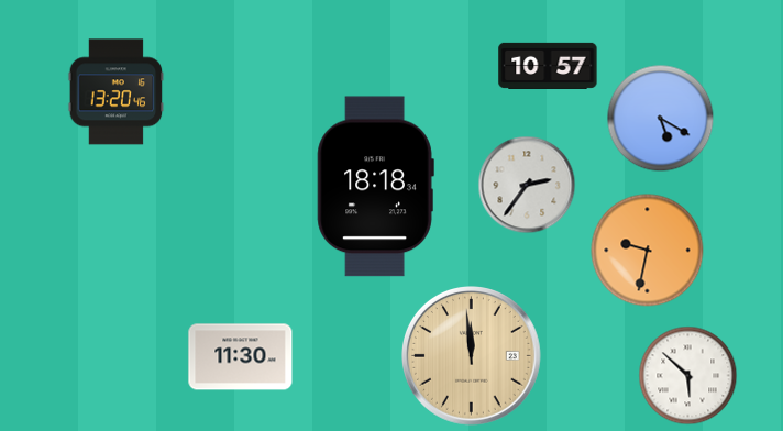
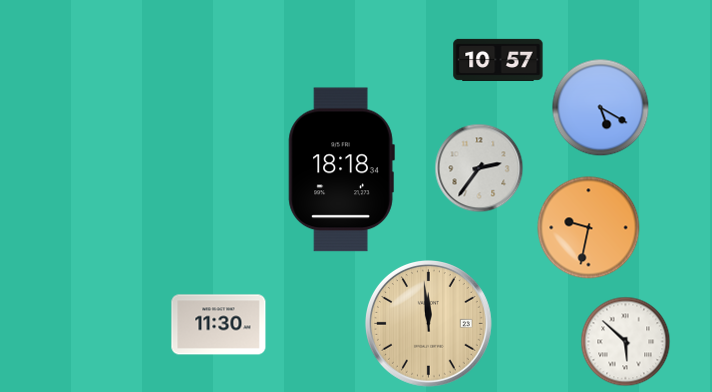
clock at (117, 92): 13:20 -> none
